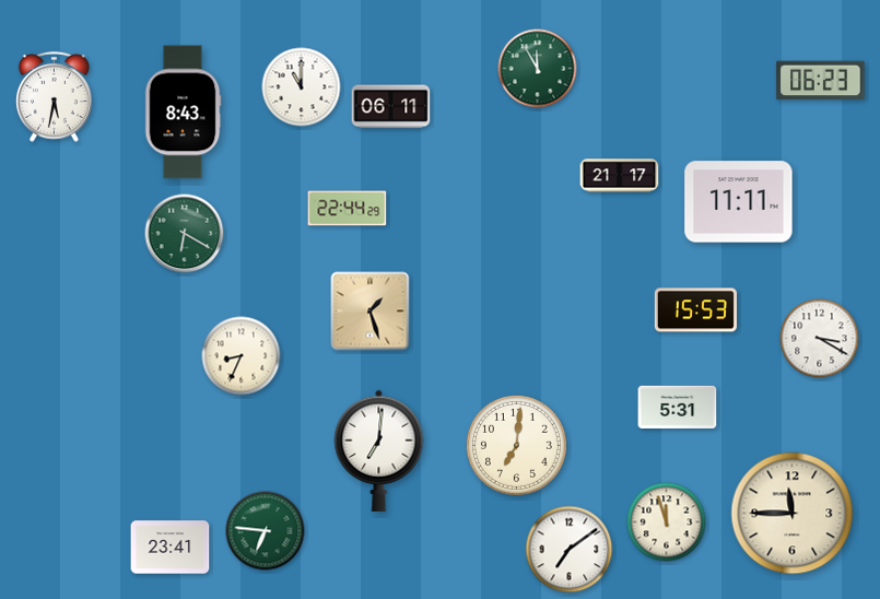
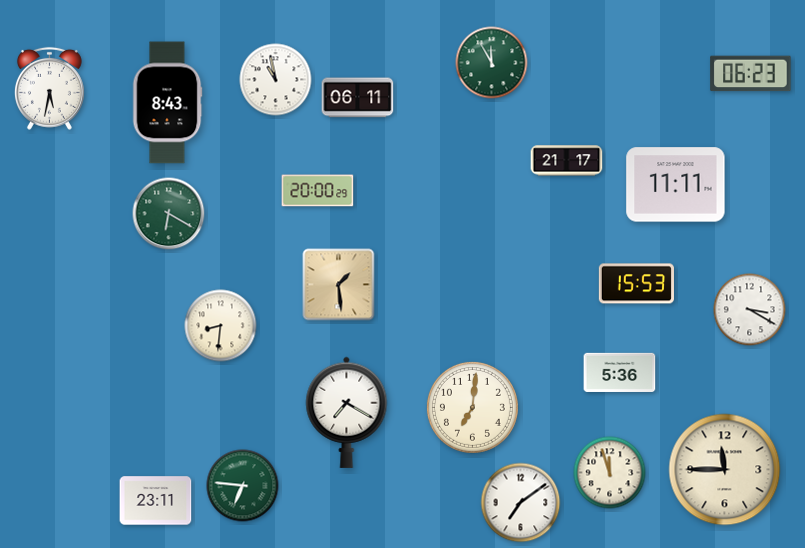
clock at (302, 87): 11:00 -> 10:58
clock at (348, 209): 22:44 -> 20:00
clock at (371, 312): 1:27 -> 1:29
clock at (242, 356): 8:34 -> 8:31
clock at (678, 407): 5:31 -> 5:36
clock at (379, 450): 7:01 -> 7:20
clock at (667, 522) position: (667, 522) -> (610, 473)
clock at (171, 548): 23:41 -> 23:11
